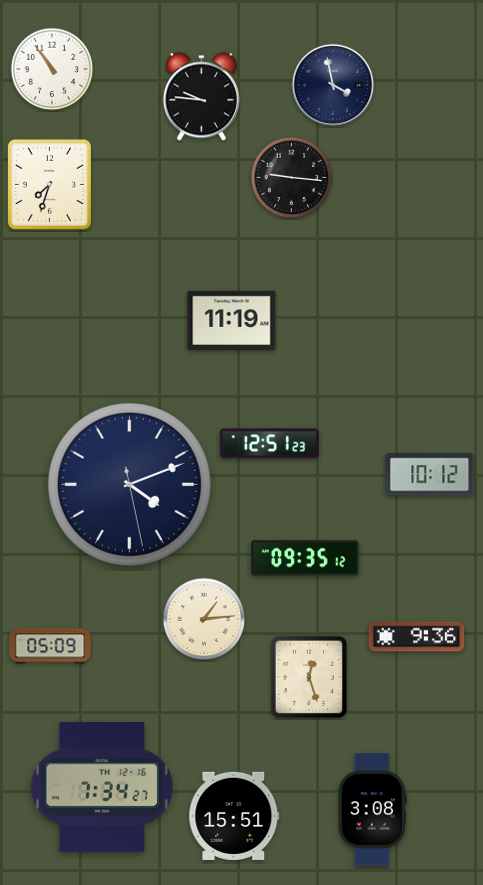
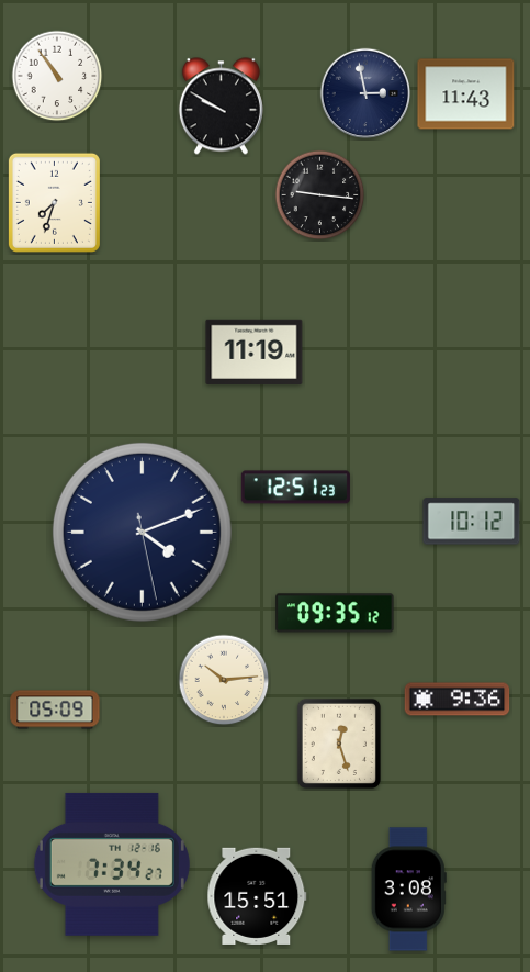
clock at (333, 85): 3:58 -> 2:58
clock at (466, 94): none -> 11:43
clock at (201, 97): 9:46 -> 9:50
clock at (204, 619): 1:14 -> 10:14
